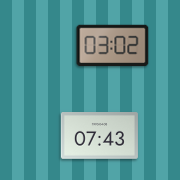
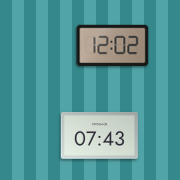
clock at (113, 46): 03:02 -> 12:02
